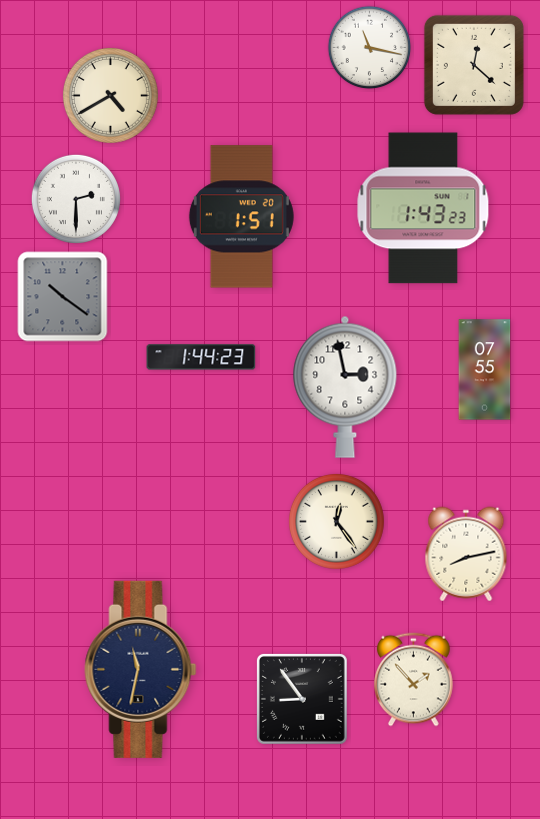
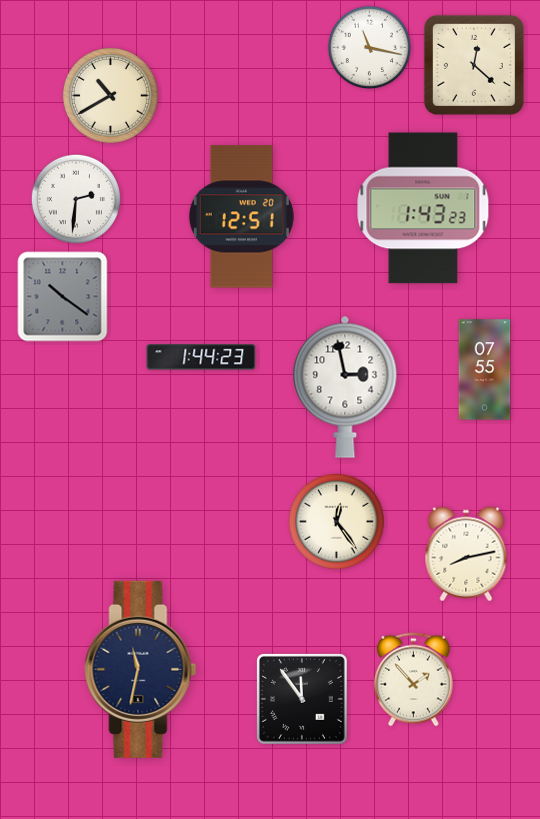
clock at (110, 95): 4:40 -> 10:40
clock at (76, 199): 2:30 -> 2:31
clock at (241, 217): 1:51 -> 12:51
clock at (302, 699): 8:54 -> 11:54
